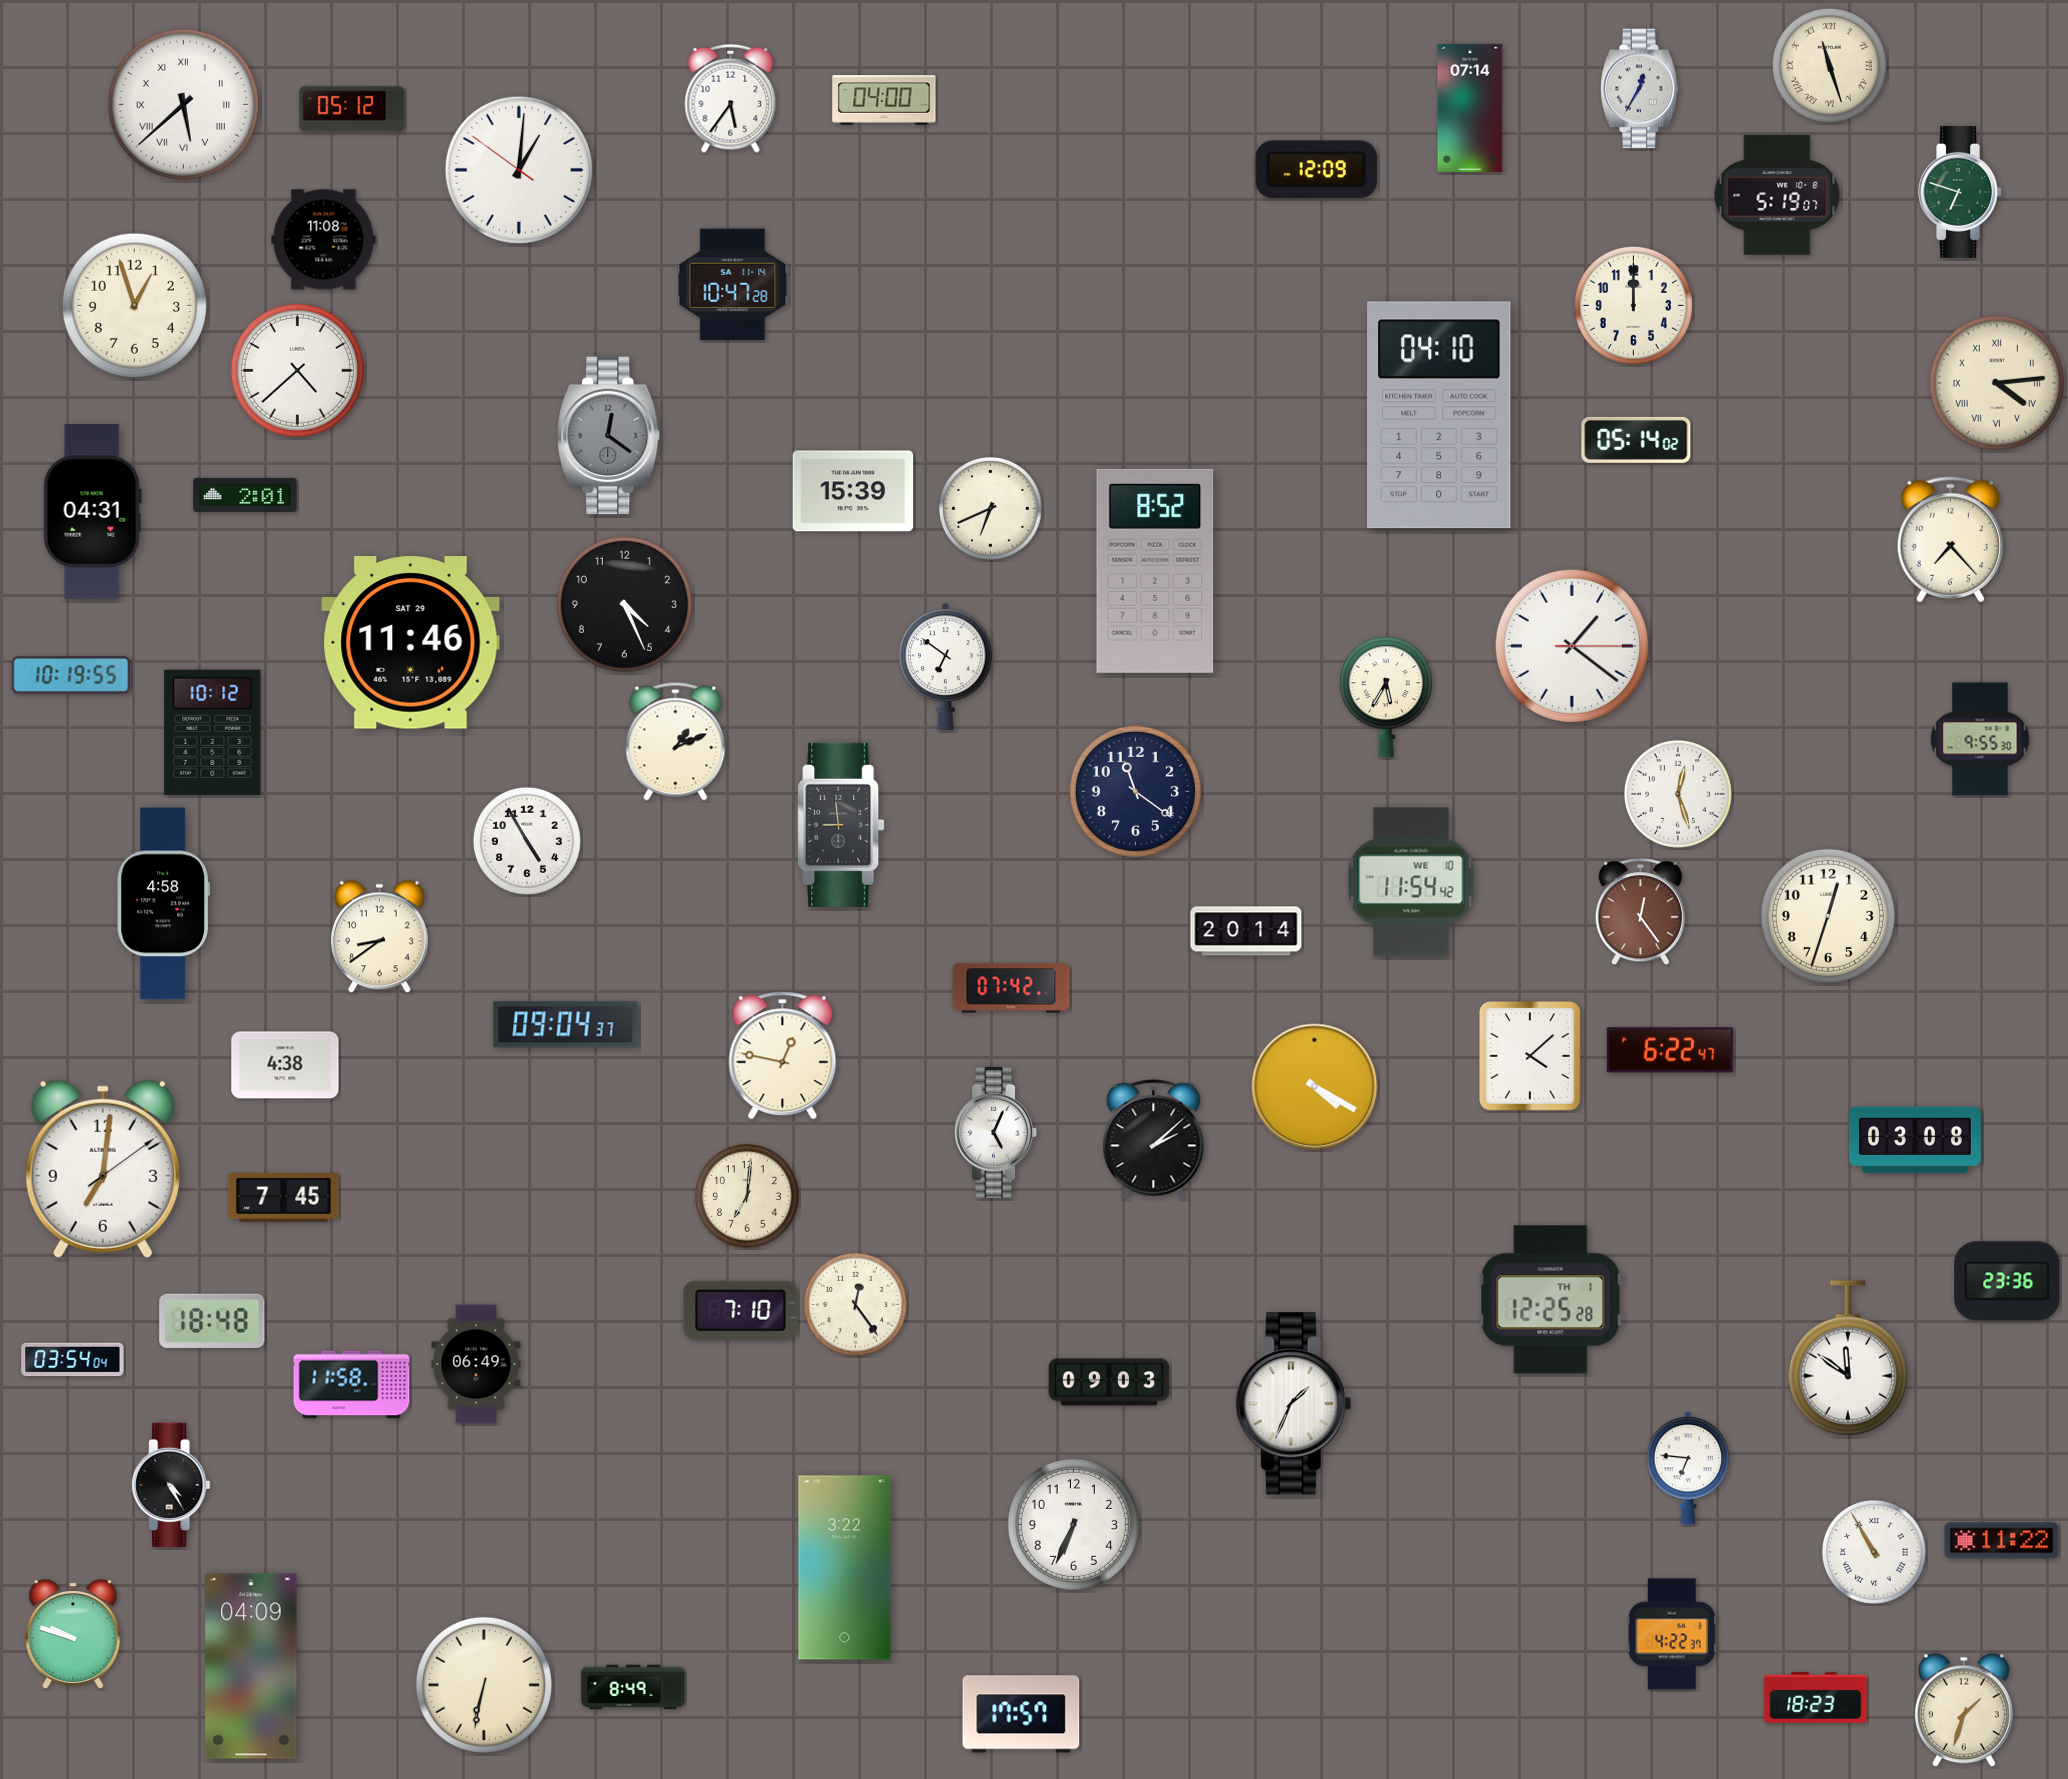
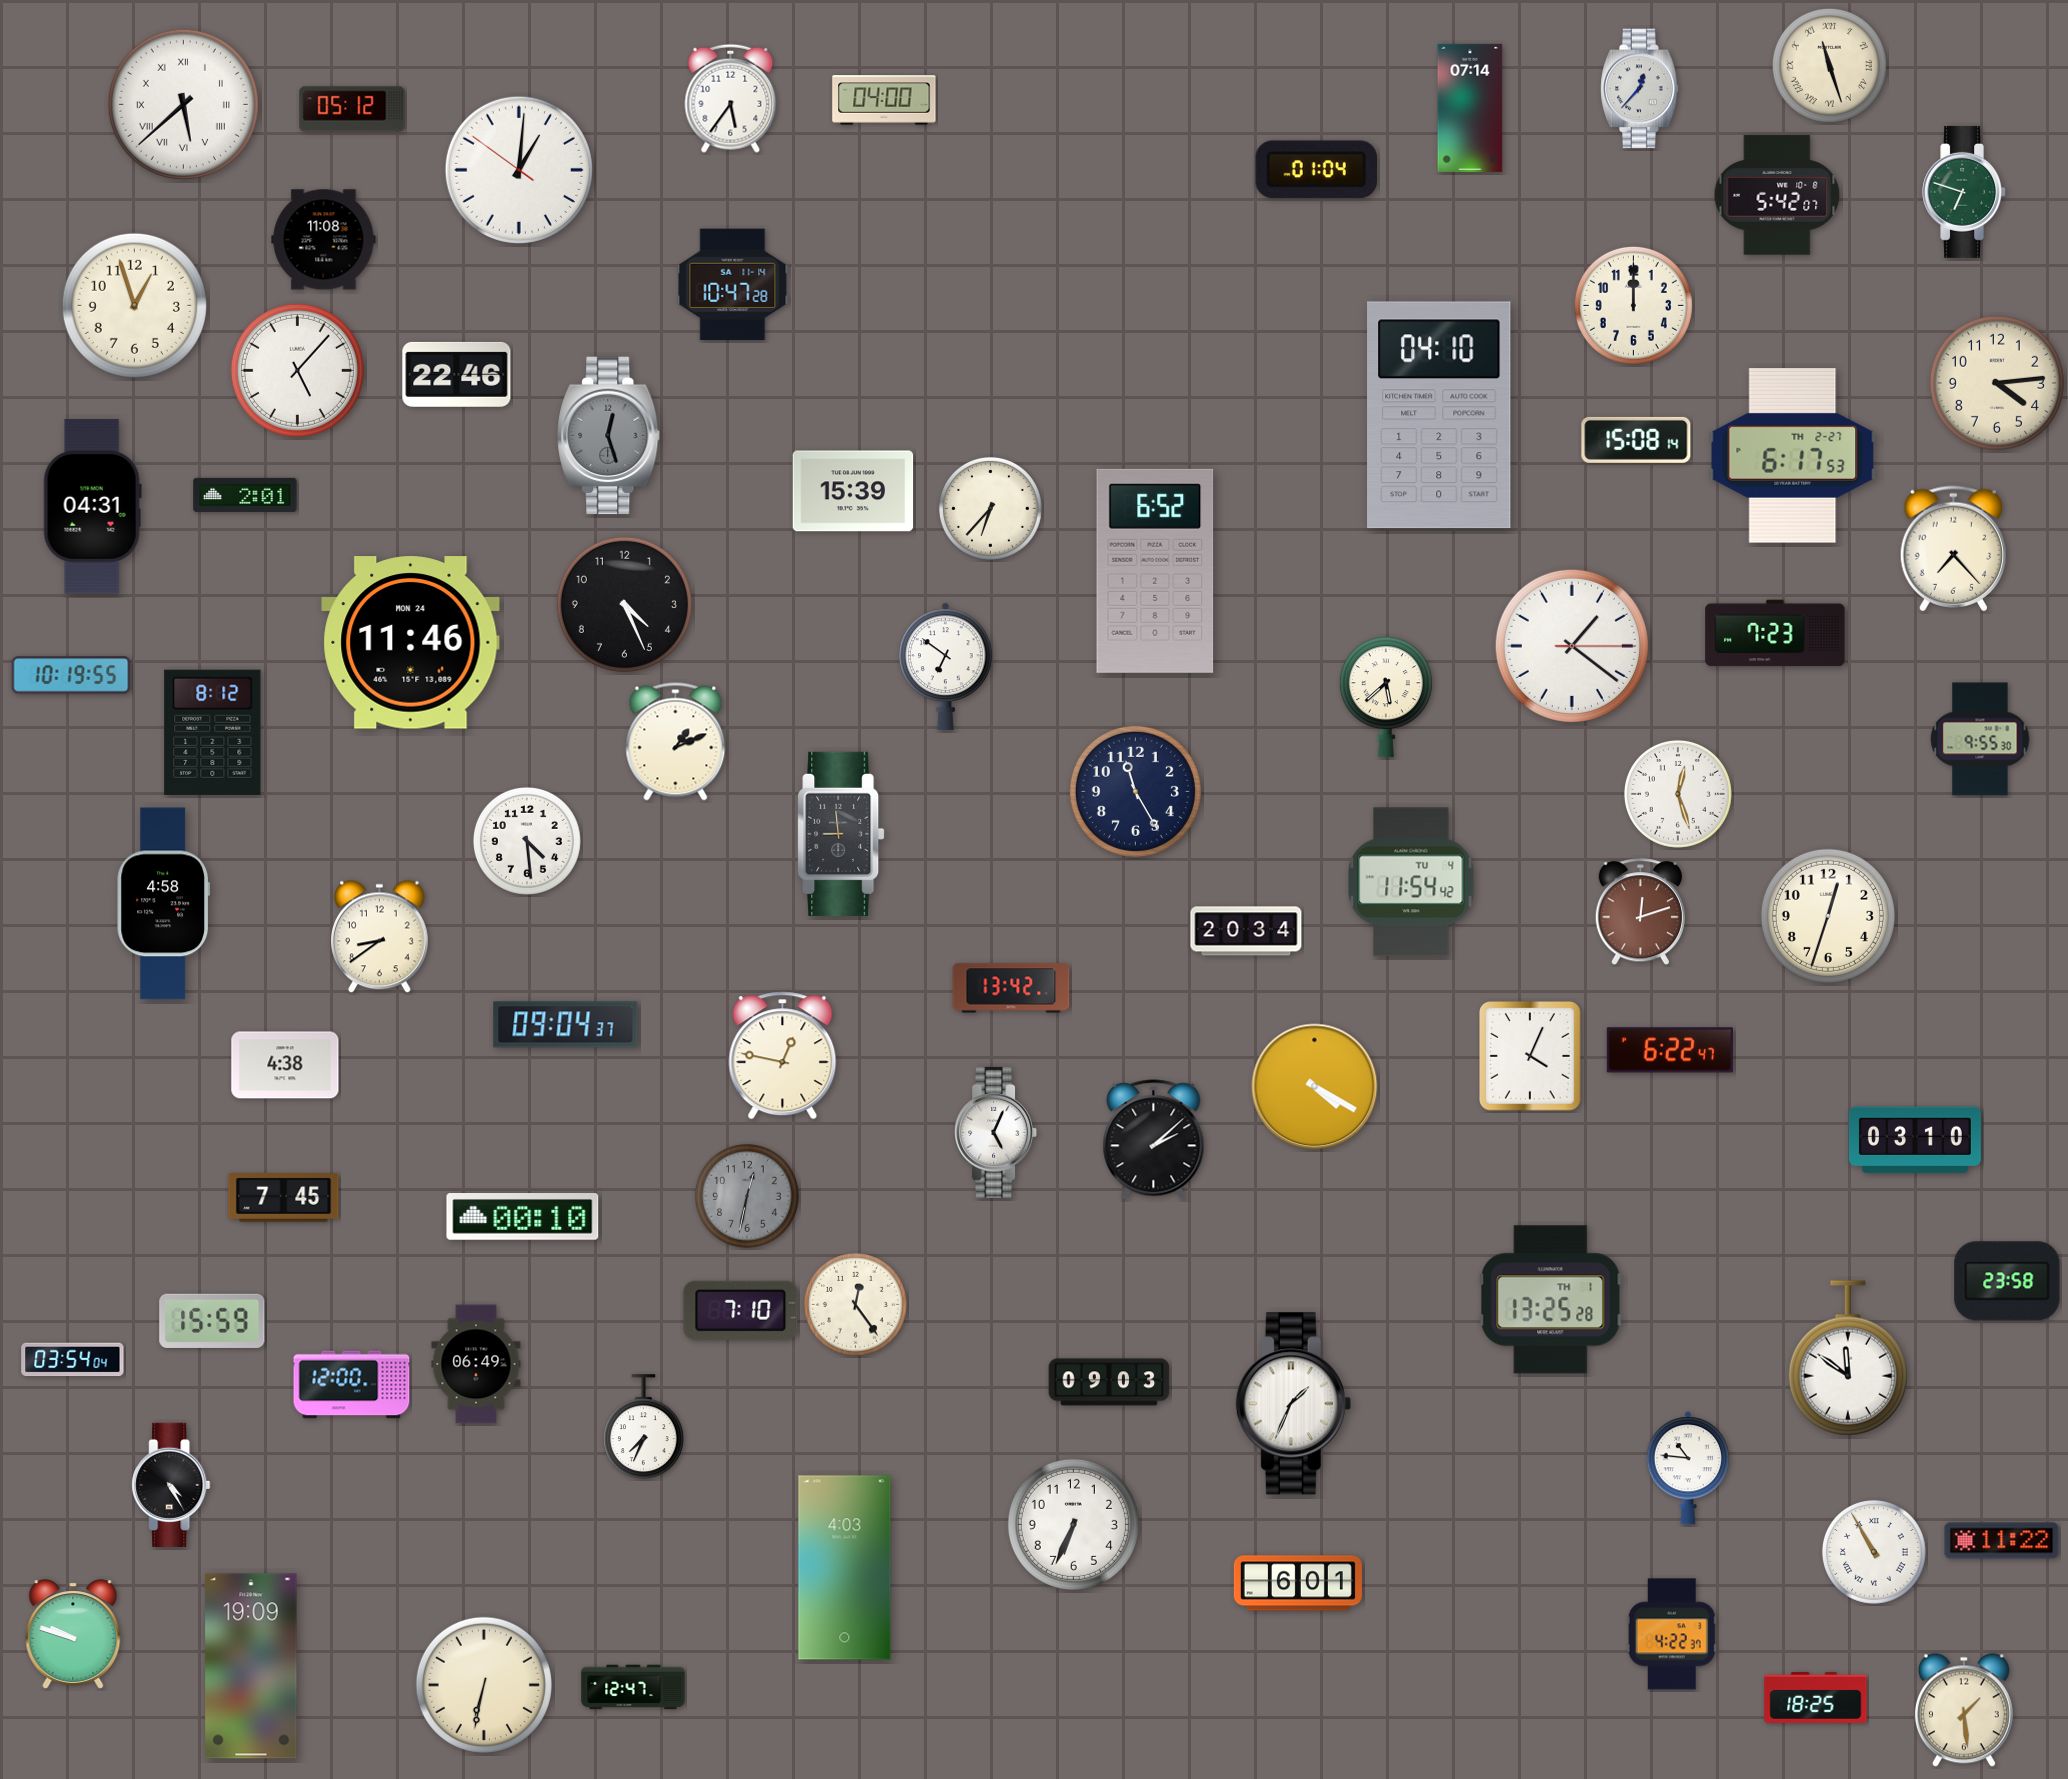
clock at (1640, 89): 12:35 -> 12:37
clock at (1316, 170): 12:09 -> 01:04
clock at (1961, 192) position: (1961, 192) -> (1965, 192)
clock at (1777, 195): 5:19 -> 5:42
clock at (297, 370): 4:38 -> 5:07
clock at (457, 374): none -> 22:46
clock at (1997, 383) numerals: Roman -> Arabic
clock at (609, 436): 12:21 -> 12:27
clock at (1636, 440): 05:14 -> 15:08
clock at (1793, 456): none -> 6:17
clock at (990, 508): 6:41 -> 6:37
clock at (92, 512) position: (92, 512) -> (92, 507)
clock at (1950, 540) position: (1950, 540) -> (1953, 549)
clock at (1155, 571): 8:52 -> 6:52
clock at (1775, 633): none -> 7:23
clock at (411, 643) date: SAT 29 -> MON 24
clock at (1386, 697): 5:35 -> 5:38
clock at (213, 732): 10:12 -> 8:12
clock at (1135, 791): 11:21 -> 11:25
clock at (841, 825) position: (841, 825) -> (841, 834)
clock at (527, 841): 4:55 -> 4:29
clock at (1411, 882) date: WE 10 -> TU 4
clock at (1640, 912): 12:24 -> 12:12
clock at (1246, 931): 20:14 -> 20:34
clock at (1011, 988): 07:42 -> 13:42
clock at (1531, 1056): 4:08 -> 4:04
clock at (1915, 1140): 03:08 -> 03:10
clock at (103, 1169): 7:01 -> none
clock at (747, 1196): 7:01 -> 12:32
clock at (747, 1196) dial: cream -> grey
clock at (523, 1217): none -> 00:10
clock at (2007, 1281): 23:36 -> 23:58
clock at (1551, 1300): 12:25 -> 13:25
clock at (212, 1321): 18:48 -> 15:59
clock at (352, 1385): 11:58 -> 12:00
clock at (643, 1427): none -> 7:34
clock at (1688, 1468): 6:46 -> 10:46
clock at (845, 1568): 3:22 -> 4:03
clock at (1298, 1583): none -> 6:01
clock at (251, 1666): 04:09 -> 19:09
clock at (633, 1687): 8:49 -> 12:47
clock at (1816, 1698): 18:23 -> 18:25
clock at (1964, 1710): 1:33 -> 1:29
clock at (1021, 1714): 17:57 -> none
